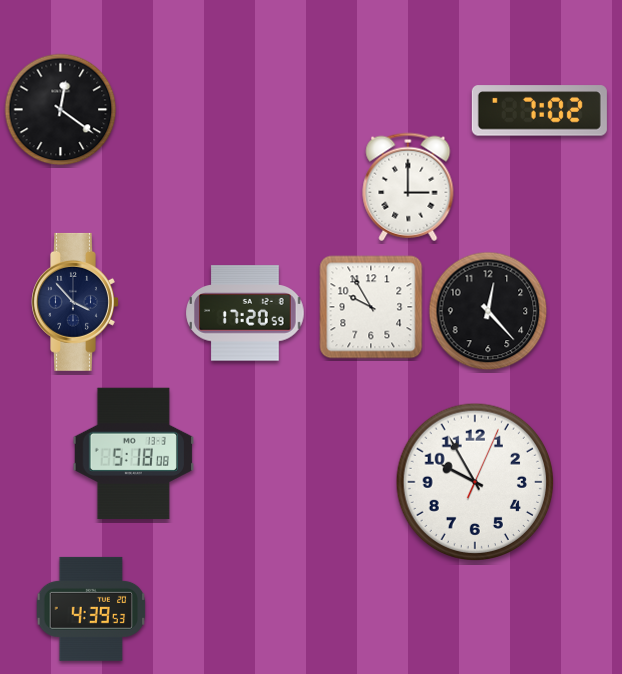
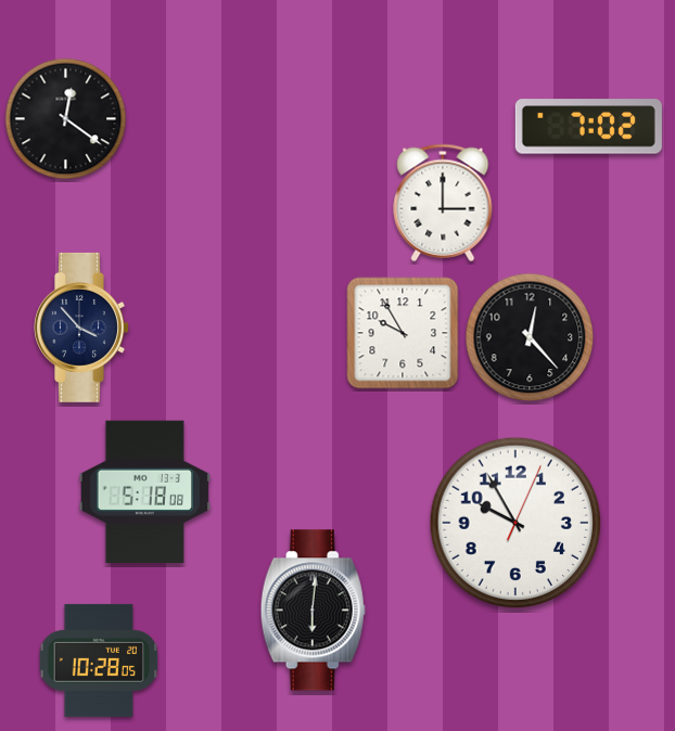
clock at (539, 111) position: (539, 111) -> (588, 127)
clock at (245, 313): 17:20 -> none
clock at (313, 611): none -> 6:01
clock at (91, 609): 4:39 -> 10:28
